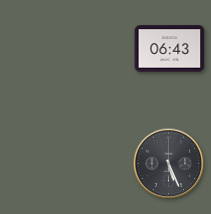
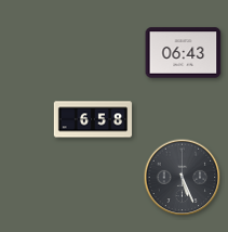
clock at (93, 119): none -> 6:58
